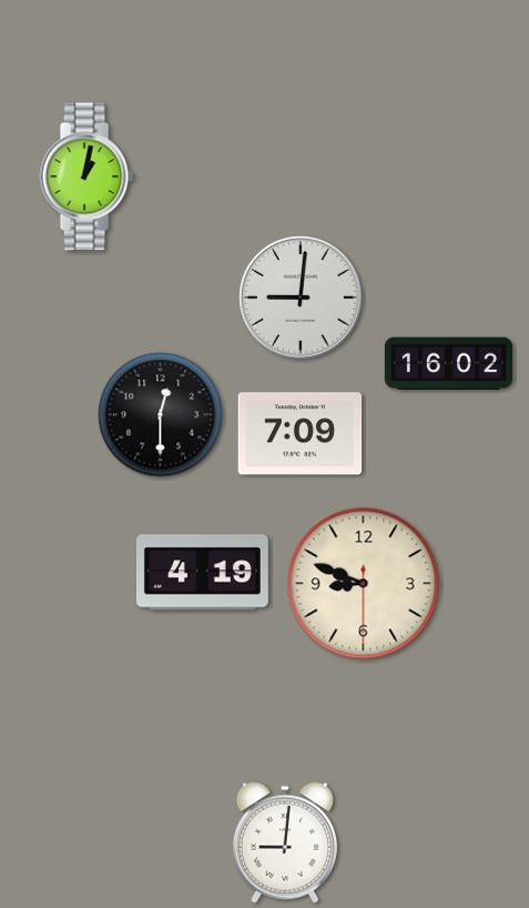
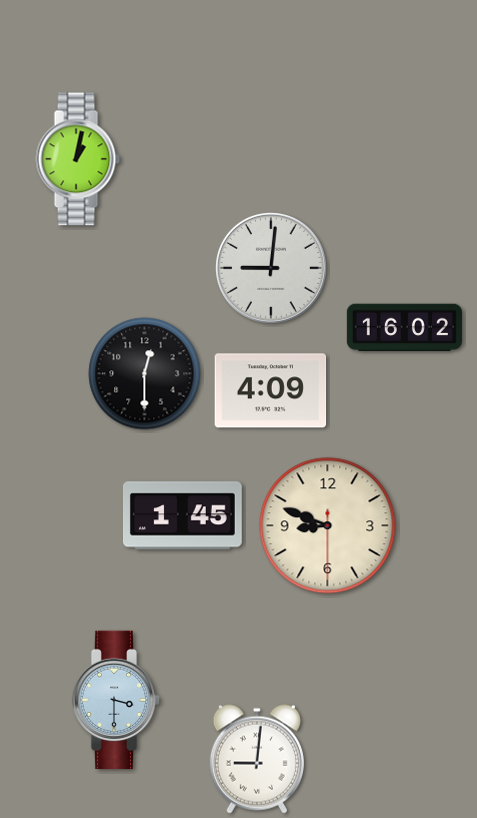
clock at (301, 434): 7:09 -> 4:09
clock at (202, 573): 4:19 -> 1:45
clock at (116, 700): none -> 3:30
